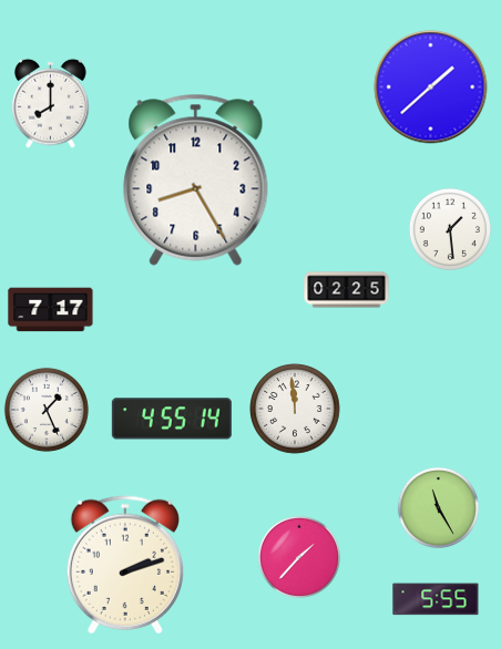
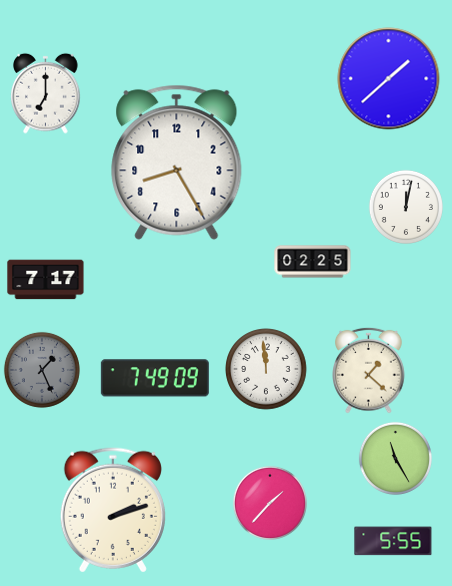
clock at (51, 103): 8:00 -> 7:00
clock at (450, 229): 1:29 -> 12:02
clock at (47, 410) dial: white -> grey
clock at (369, 370): none -> 1:22
clock at (172, 419): 4:55 -> 7:49
